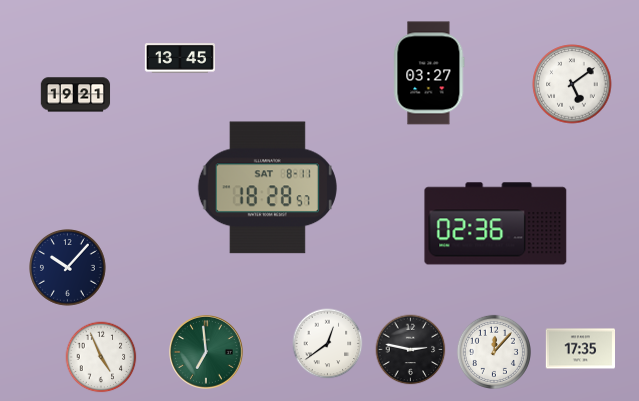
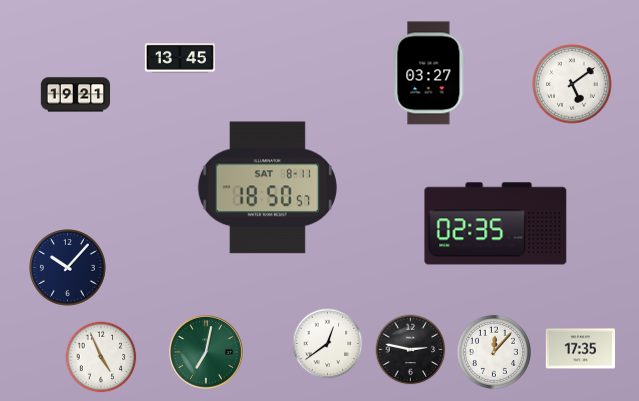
clock at (267, 188): 18:28 -> 18:50
clock at (496, 224): 02:36 -> 02:35
clock at (206, 352): 6:59 -> 7:02
